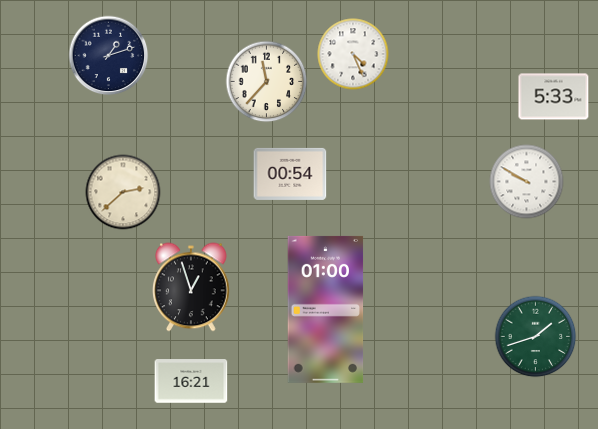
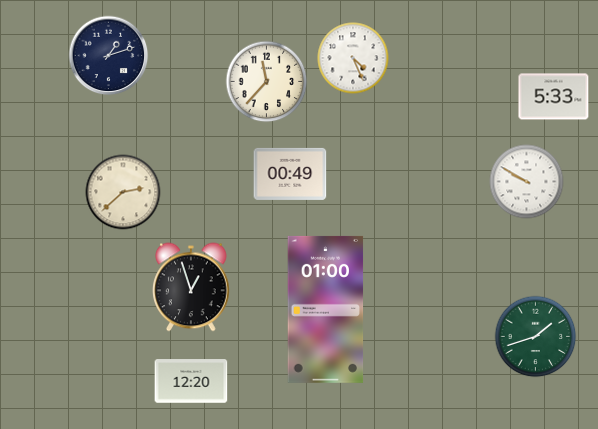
clock at (353, 54) position: (353, 54) -> (353, 58)
clock at (290, 174): 00:54 -> 00:49
clock at (191, 381): 16:21 -> 12:20
